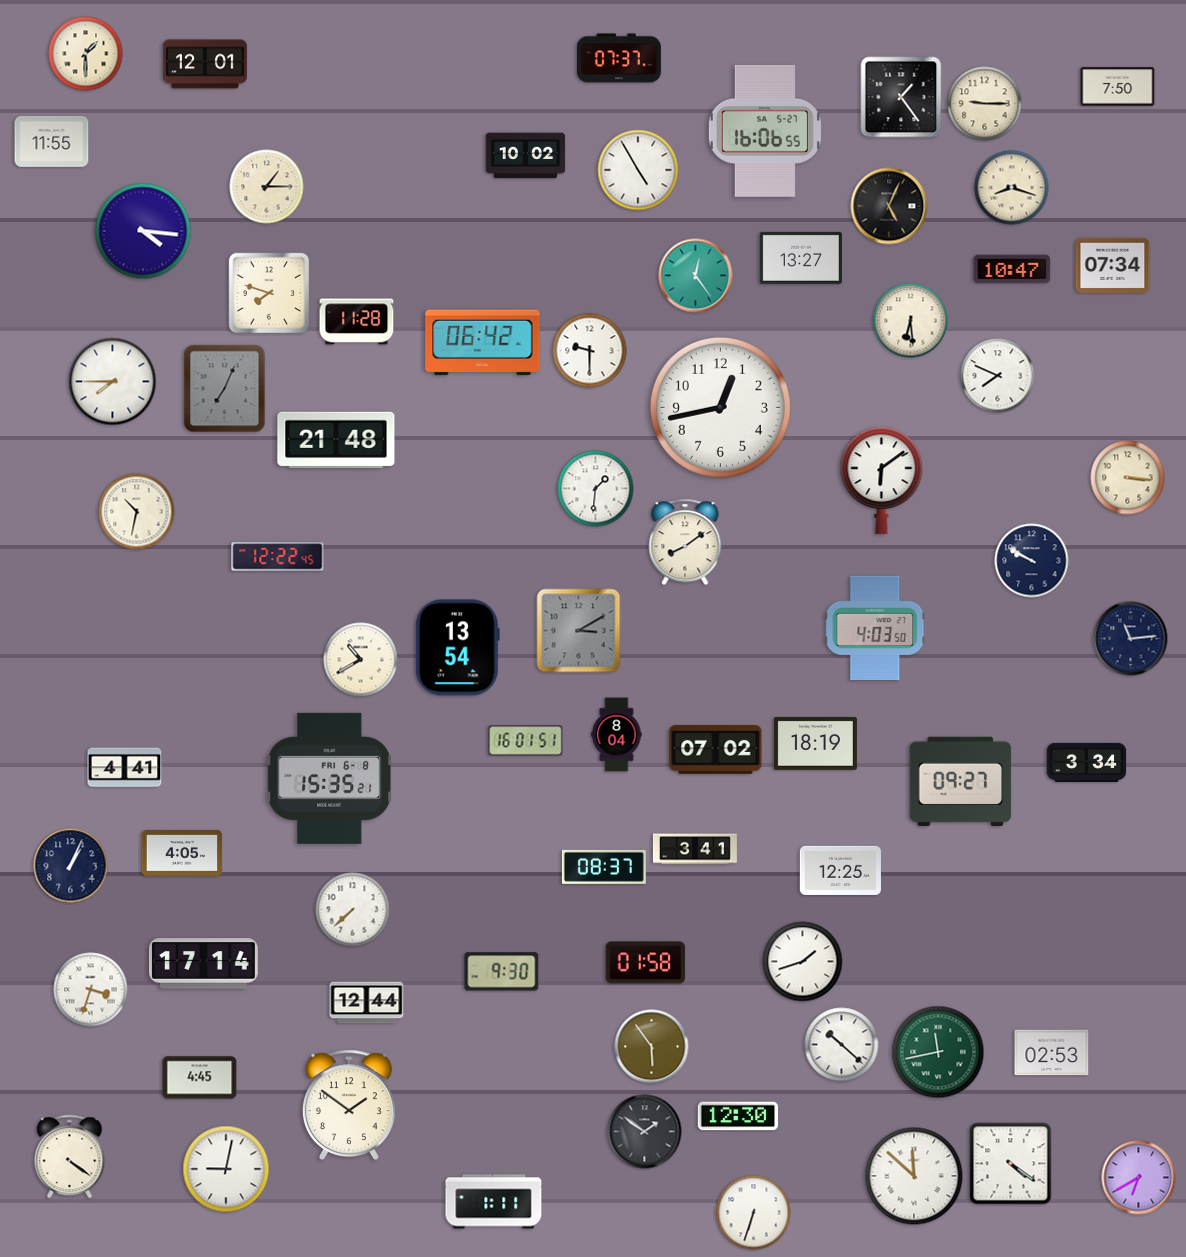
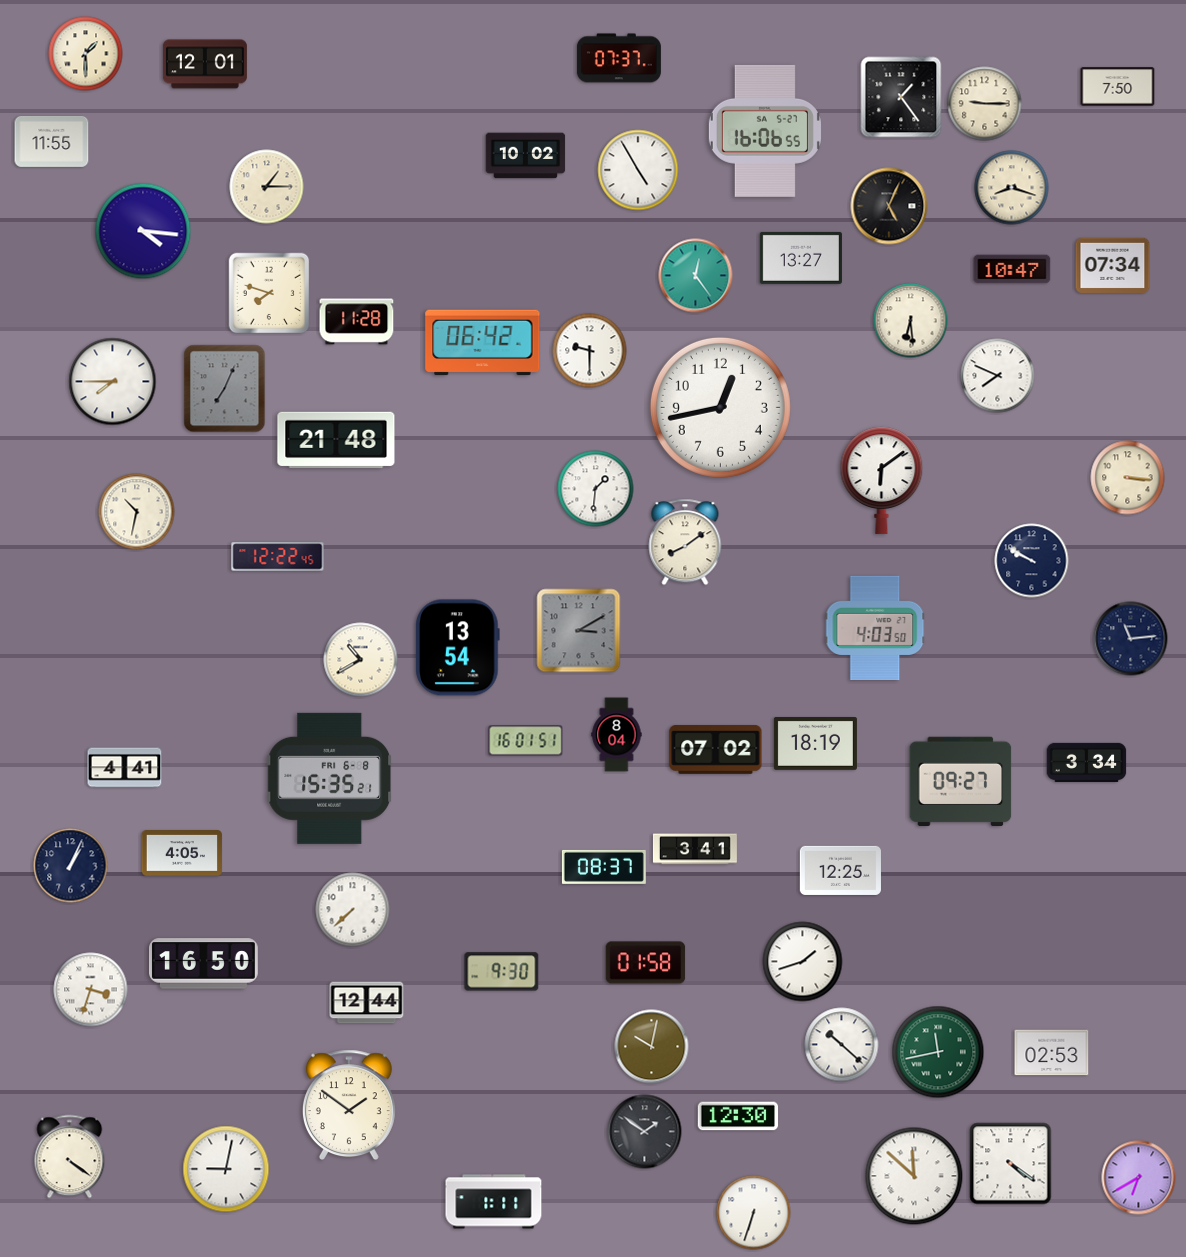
clock at (204, 964): 17:14 -> 16:50
clock at (652, 1047): 5:54 -> 10:02
clock at (200, 1078): 4:45 -> none
